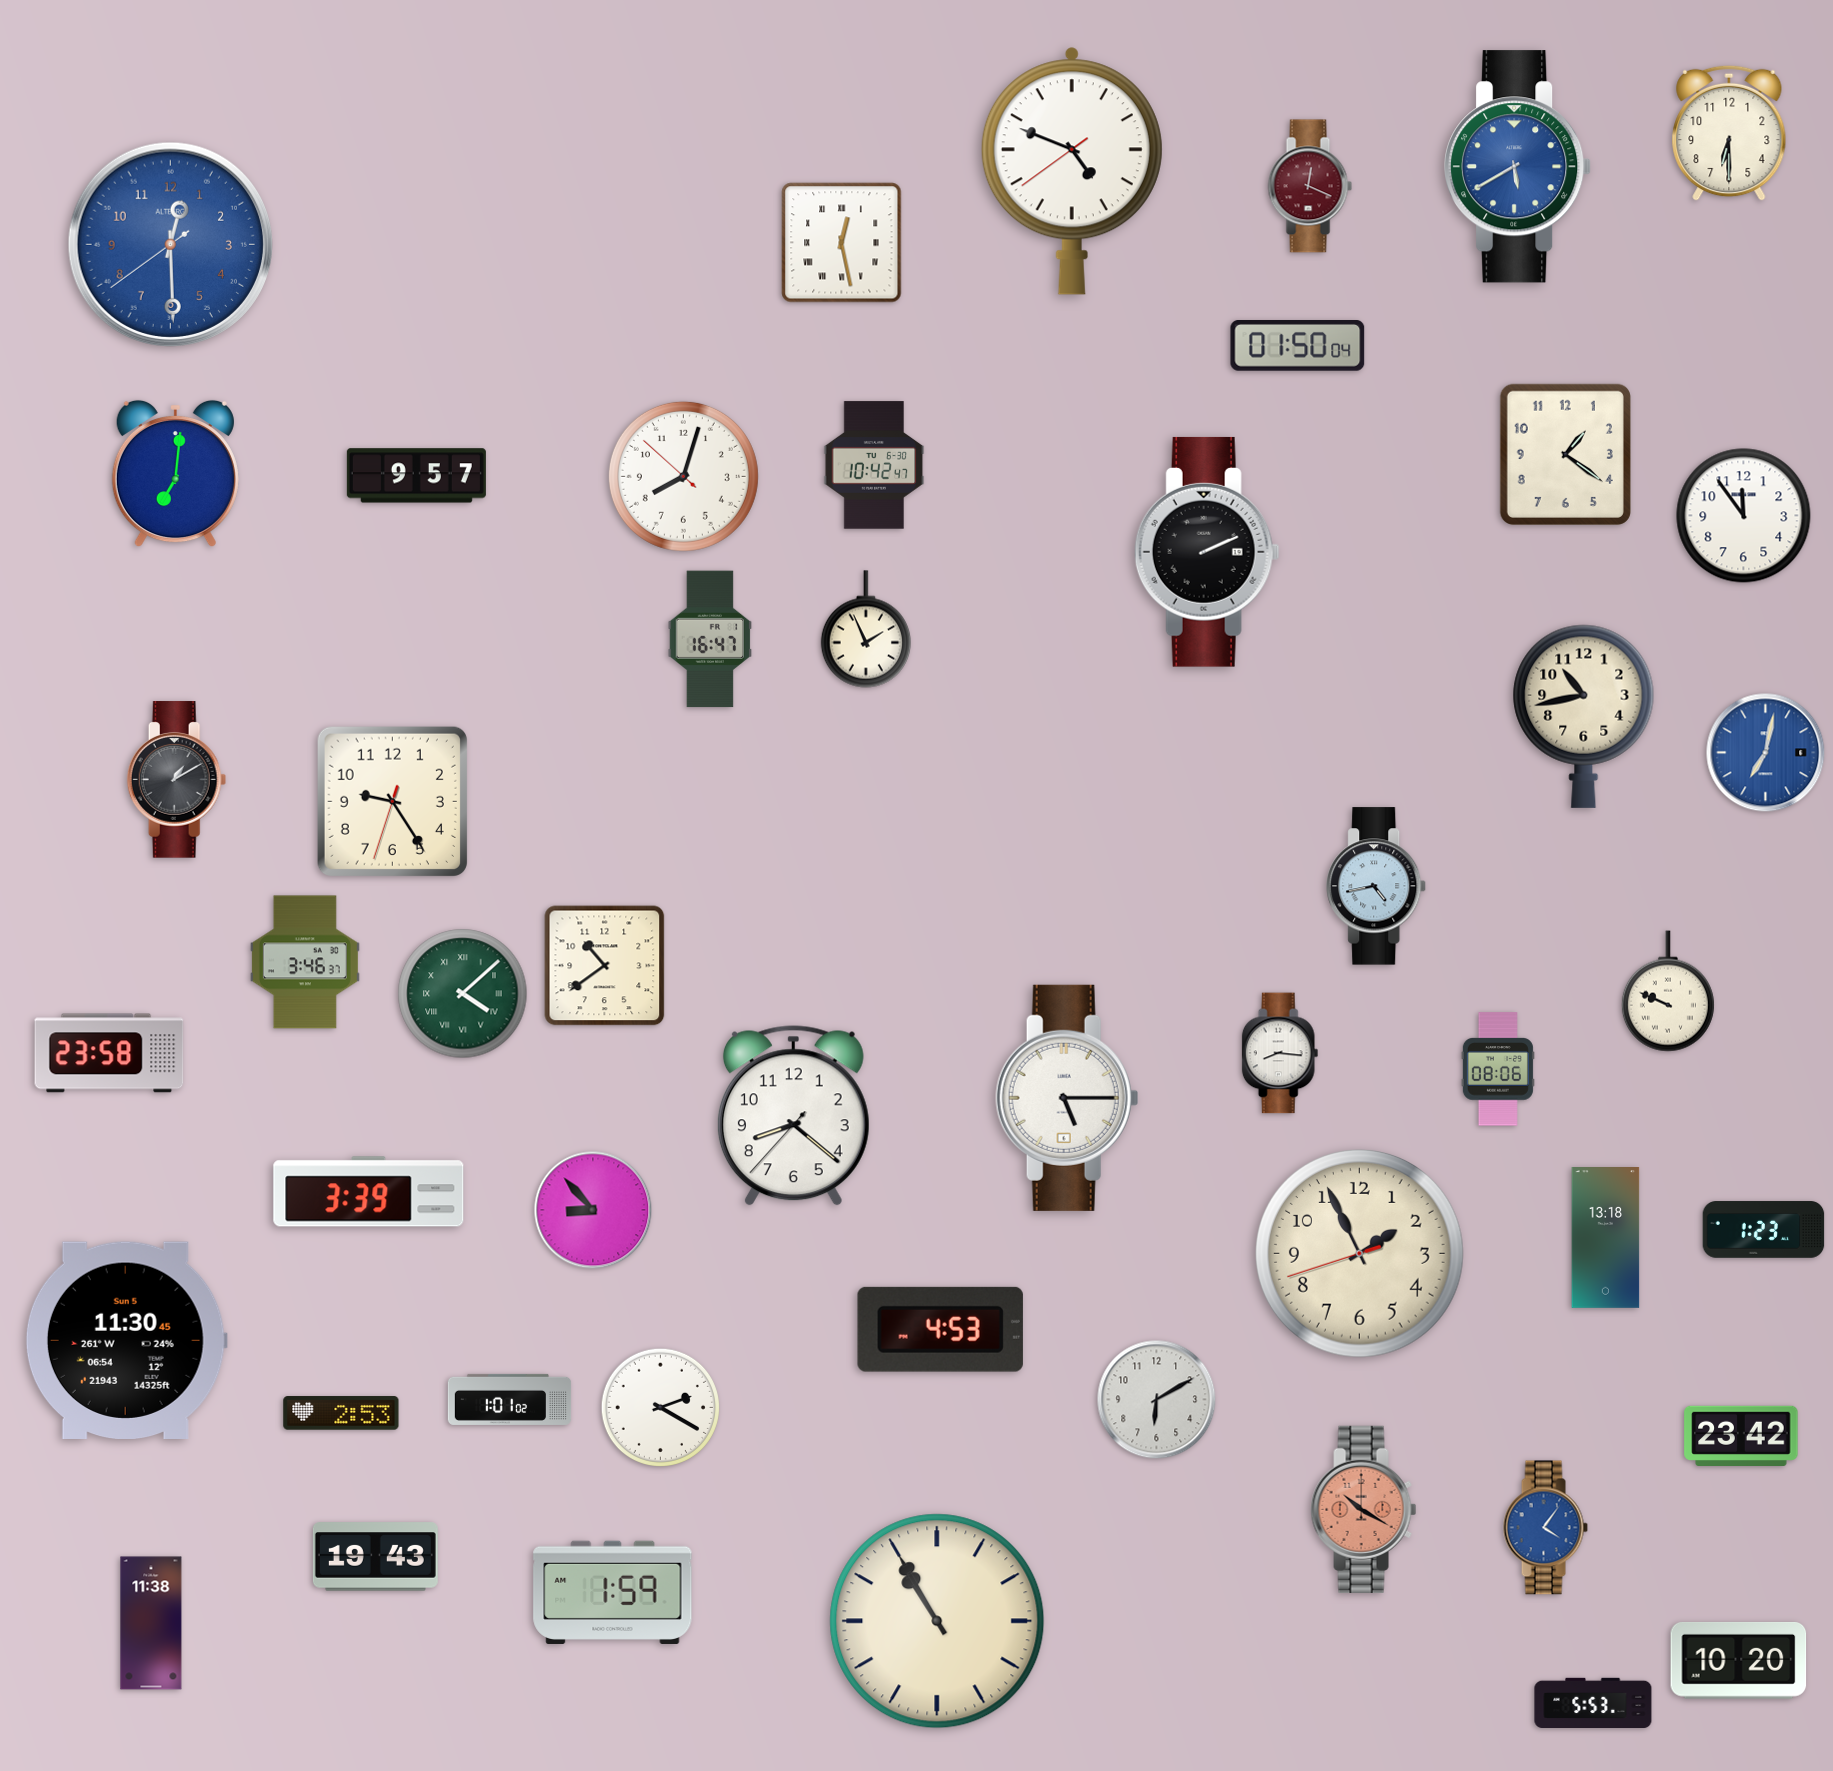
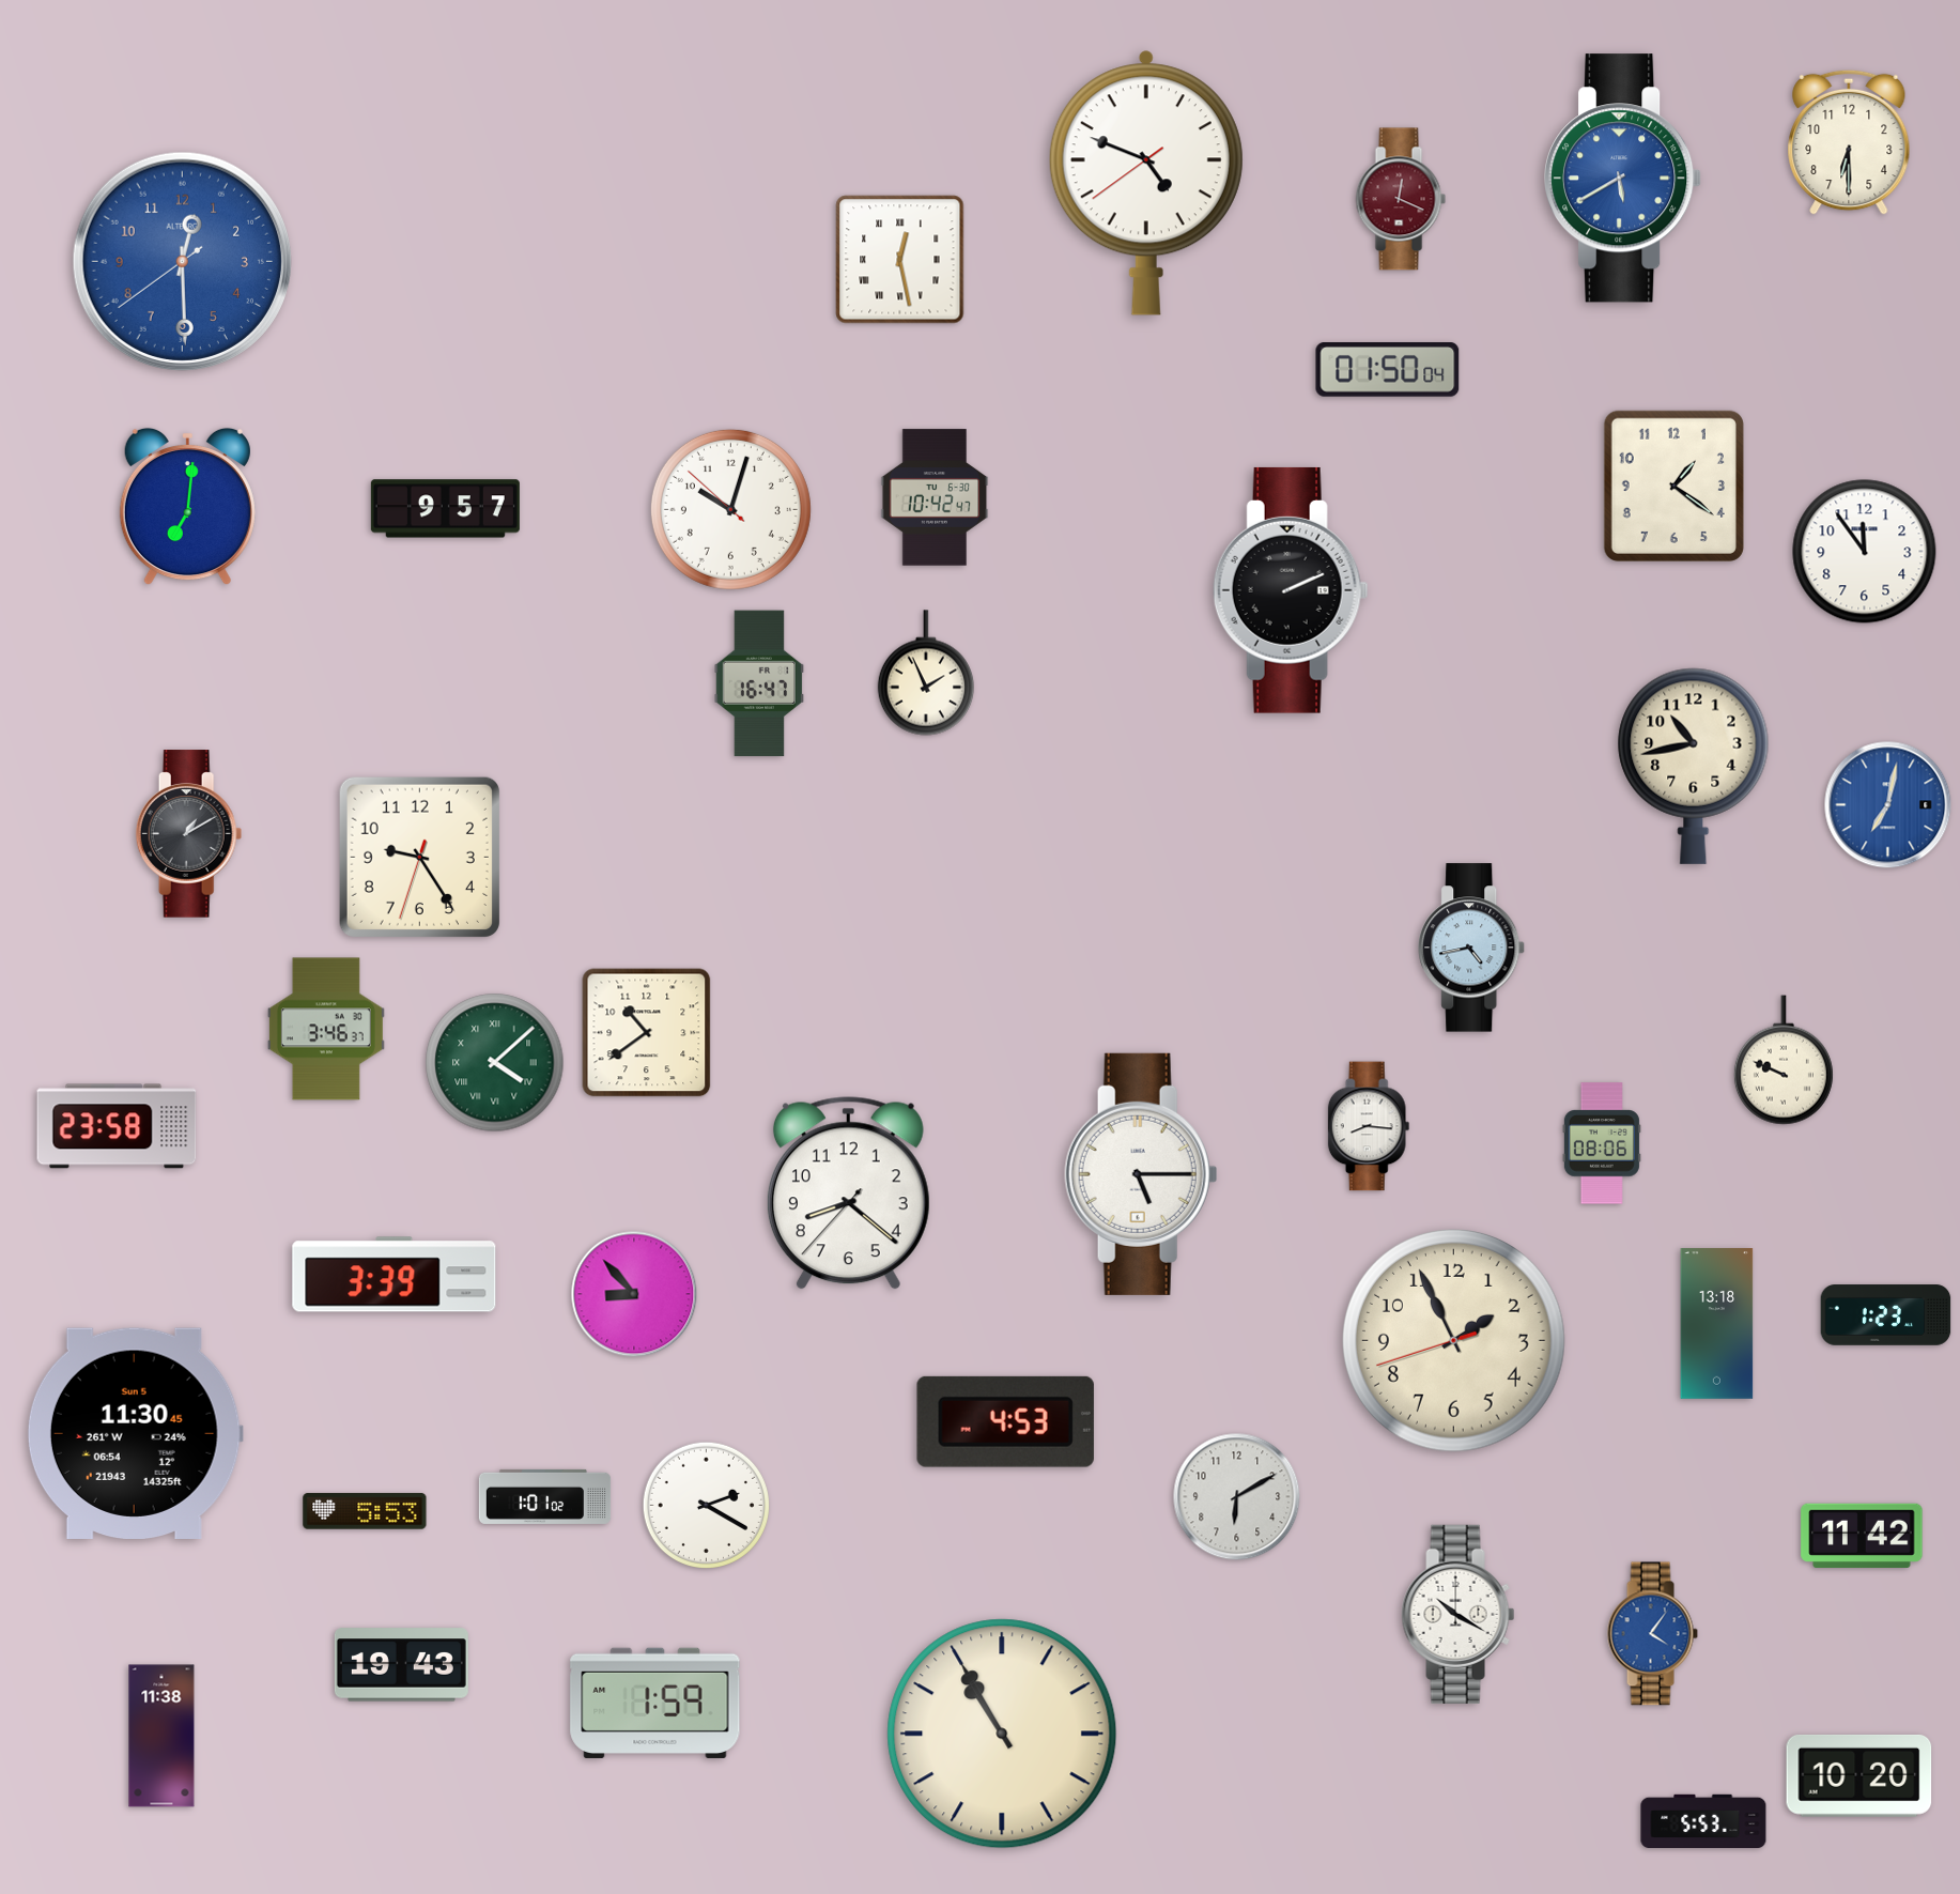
clock at (683, 476): 8:02 -> 10:02
clock at (341, 1413): 2:53 -> 5:53
clock at (1741, 1435): 23:42 -> 11:42
clock at (1364, 1509) dial: salmon -> white
